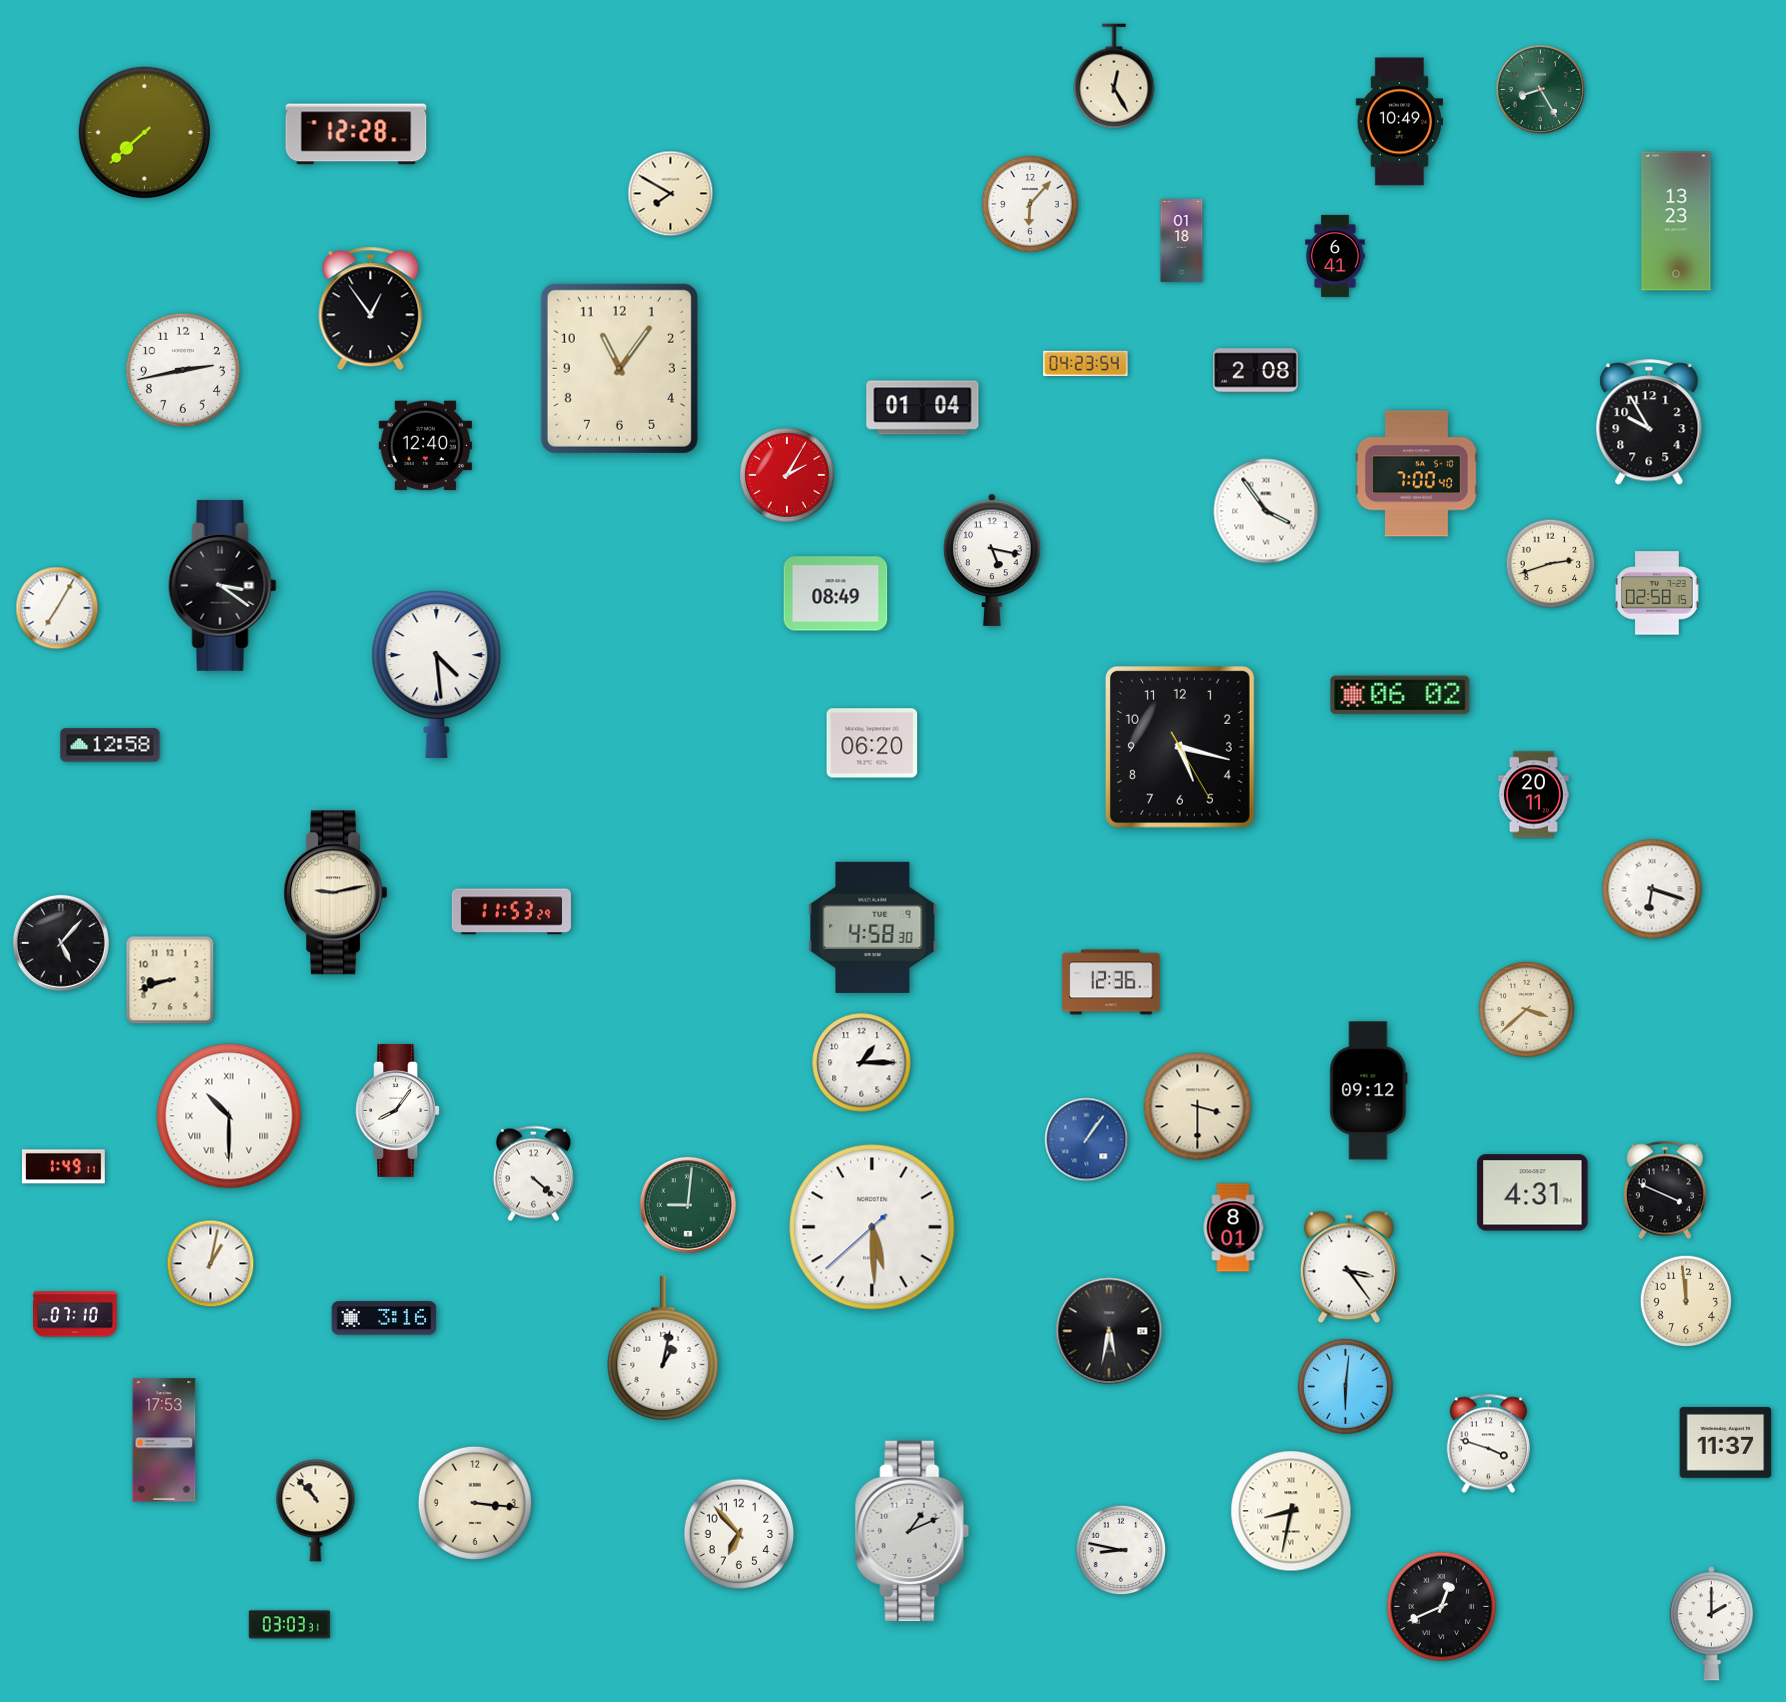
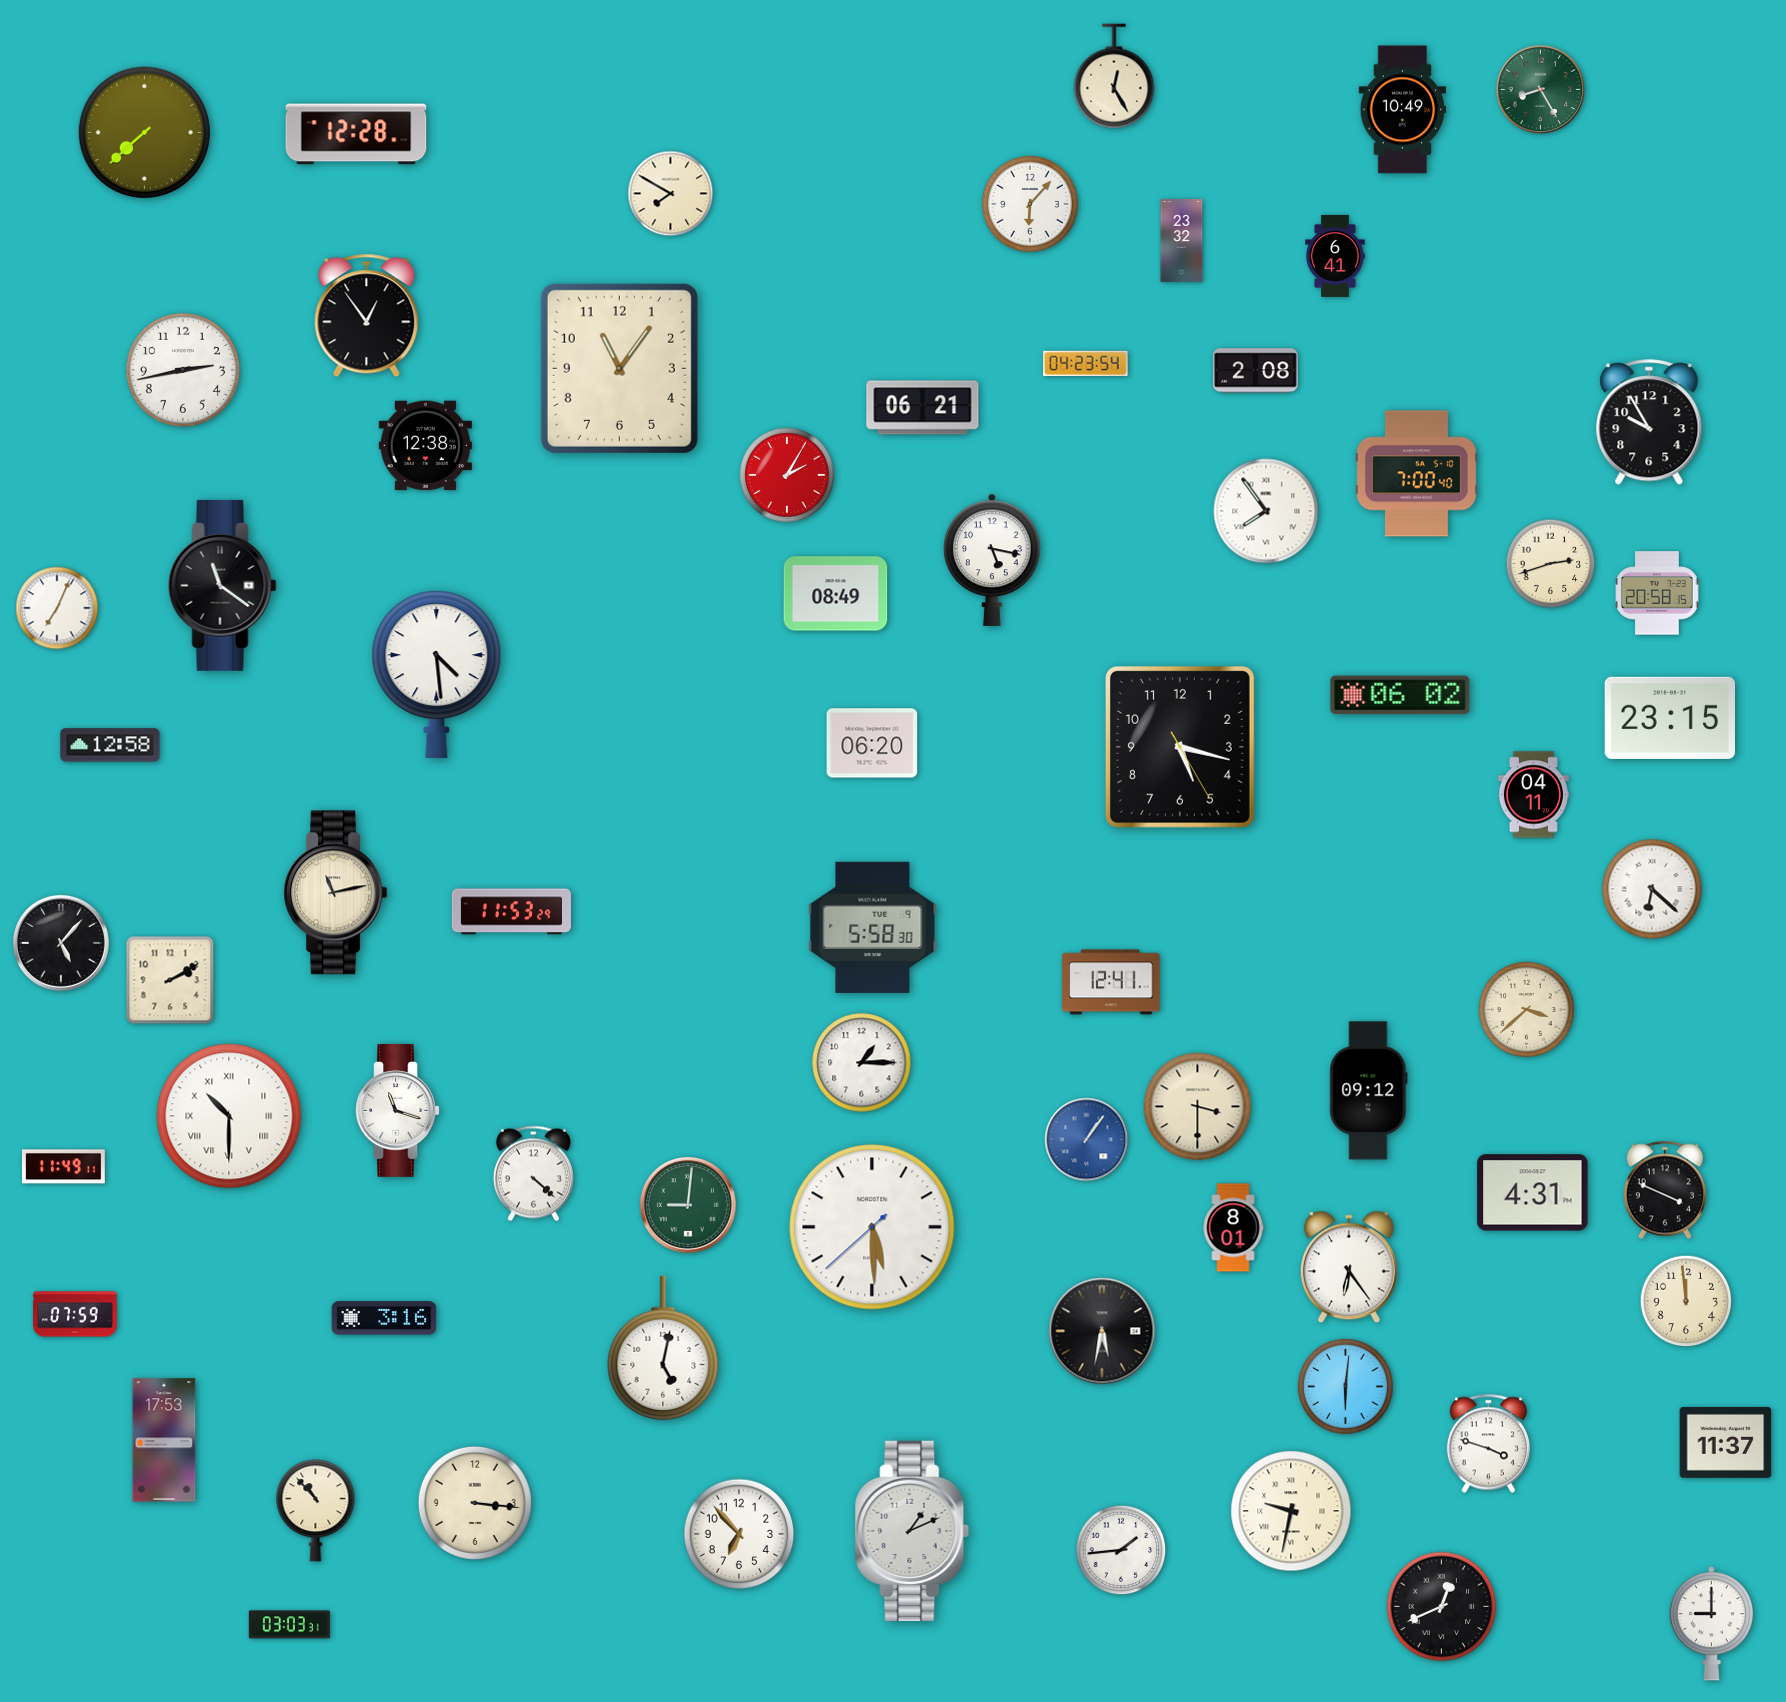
clock at (1400, 122) position: (1400, 122) -> (1403, 110)
clock at (1676, 221): 13:23 -> none
clock at (1182, 241): 01:18 -> 23:32
clock at (371, 309) position: (371, 309) -> (367, 316)
clock at (923, 408): 01:04 -> 06:21
clock at (425, 446): 12:40 -> 12:38
clock at (1266, 511): 3:54 -> 7:54
clock at (223, 585): 3:21 -> 11:21
clock at (1657, 593): 02:58 -> 20:58
clock at (57, 608): 7:05 -> 7:04
clock at (1669, 718): none -> 23:15
clock at (1533, 795): 20:11 -> 04:11
clock at (1652, 889): 6:18 -> 6:22
clock at (336, 893): 9:13 -> 11:13
clock at (873, 927): 4:58 -> 5:58
clock at (170, 980): 8:42 -> 2:10
clock at (1111, 982): 12:36 -> 12:41
clock at (397, 1110): 8:06 -> 11:18
clock at (63, 1167): 1:49 -> 11:49
clock at (211, 1264): 1:02 -> none
clock at (1349, 1267): 3:24 -> 6:24
clock at (75, 1314): 07:10 -> 07:59
clock at (1109, 1331) position: (1109, 1331) -> (1102, 1331)
clock at (663, 1348): 1:02 -> 5:02
clock at (1291, 1511): 8:32 -> 9:32
clock at (1121, 1550): 8:47 -> 1:44
clock at (1711, 1624): 2:00 -> 9:00
